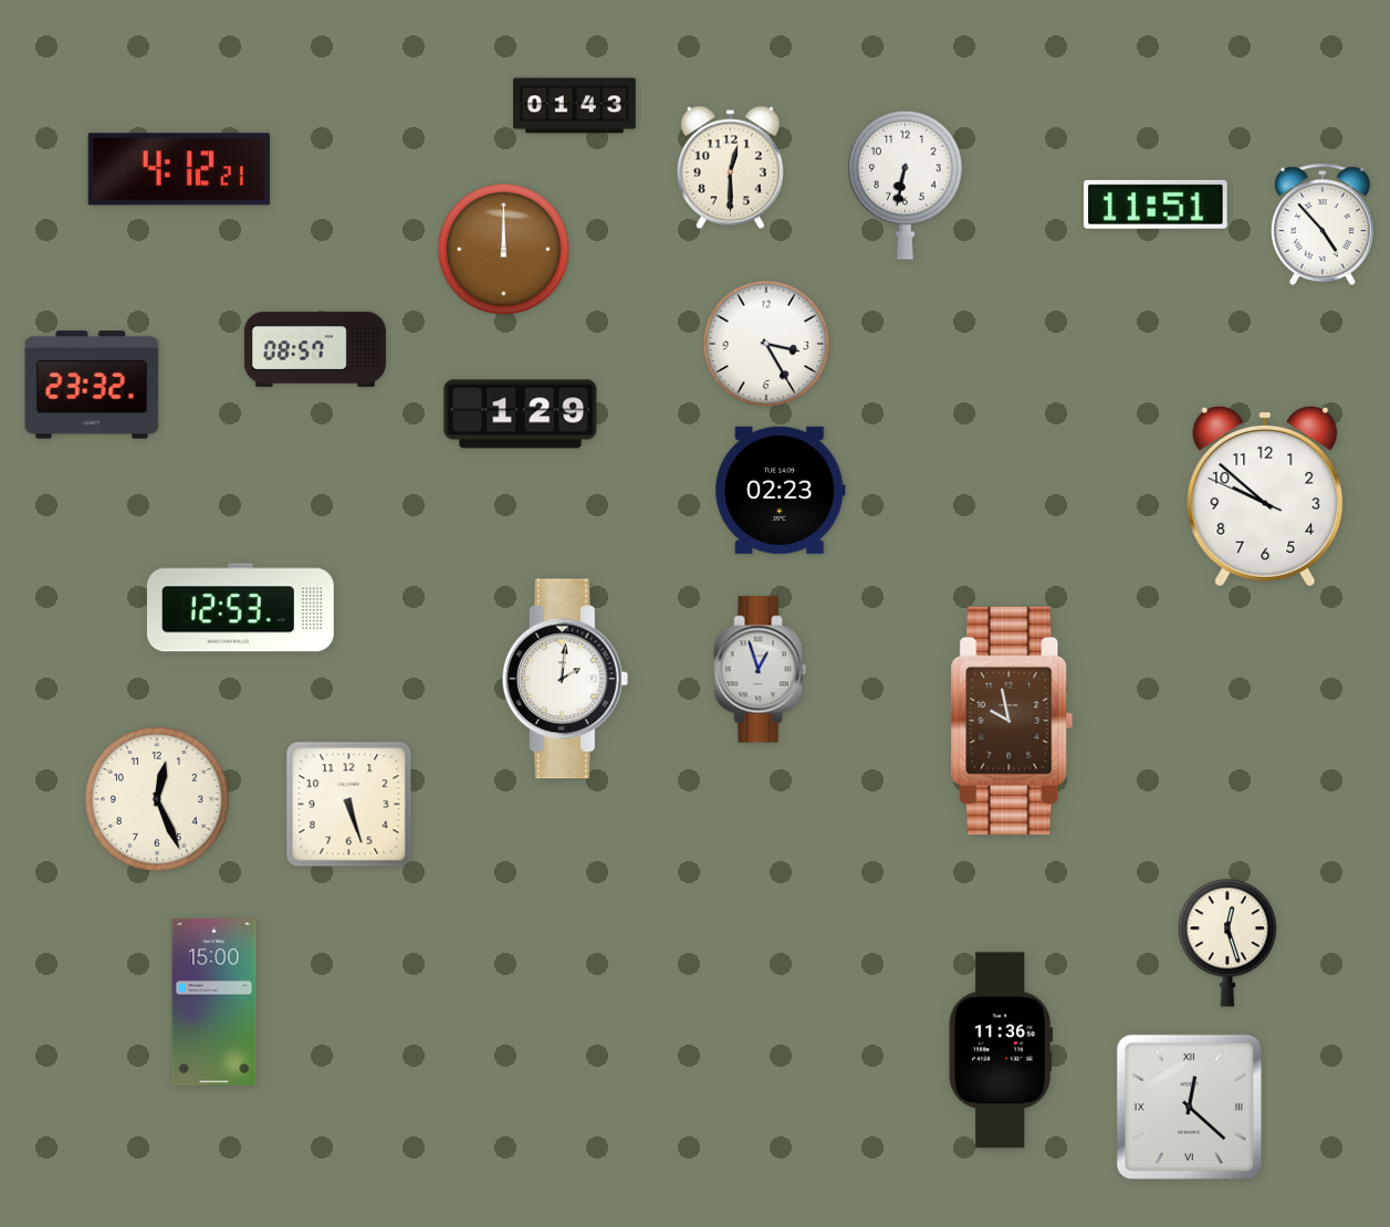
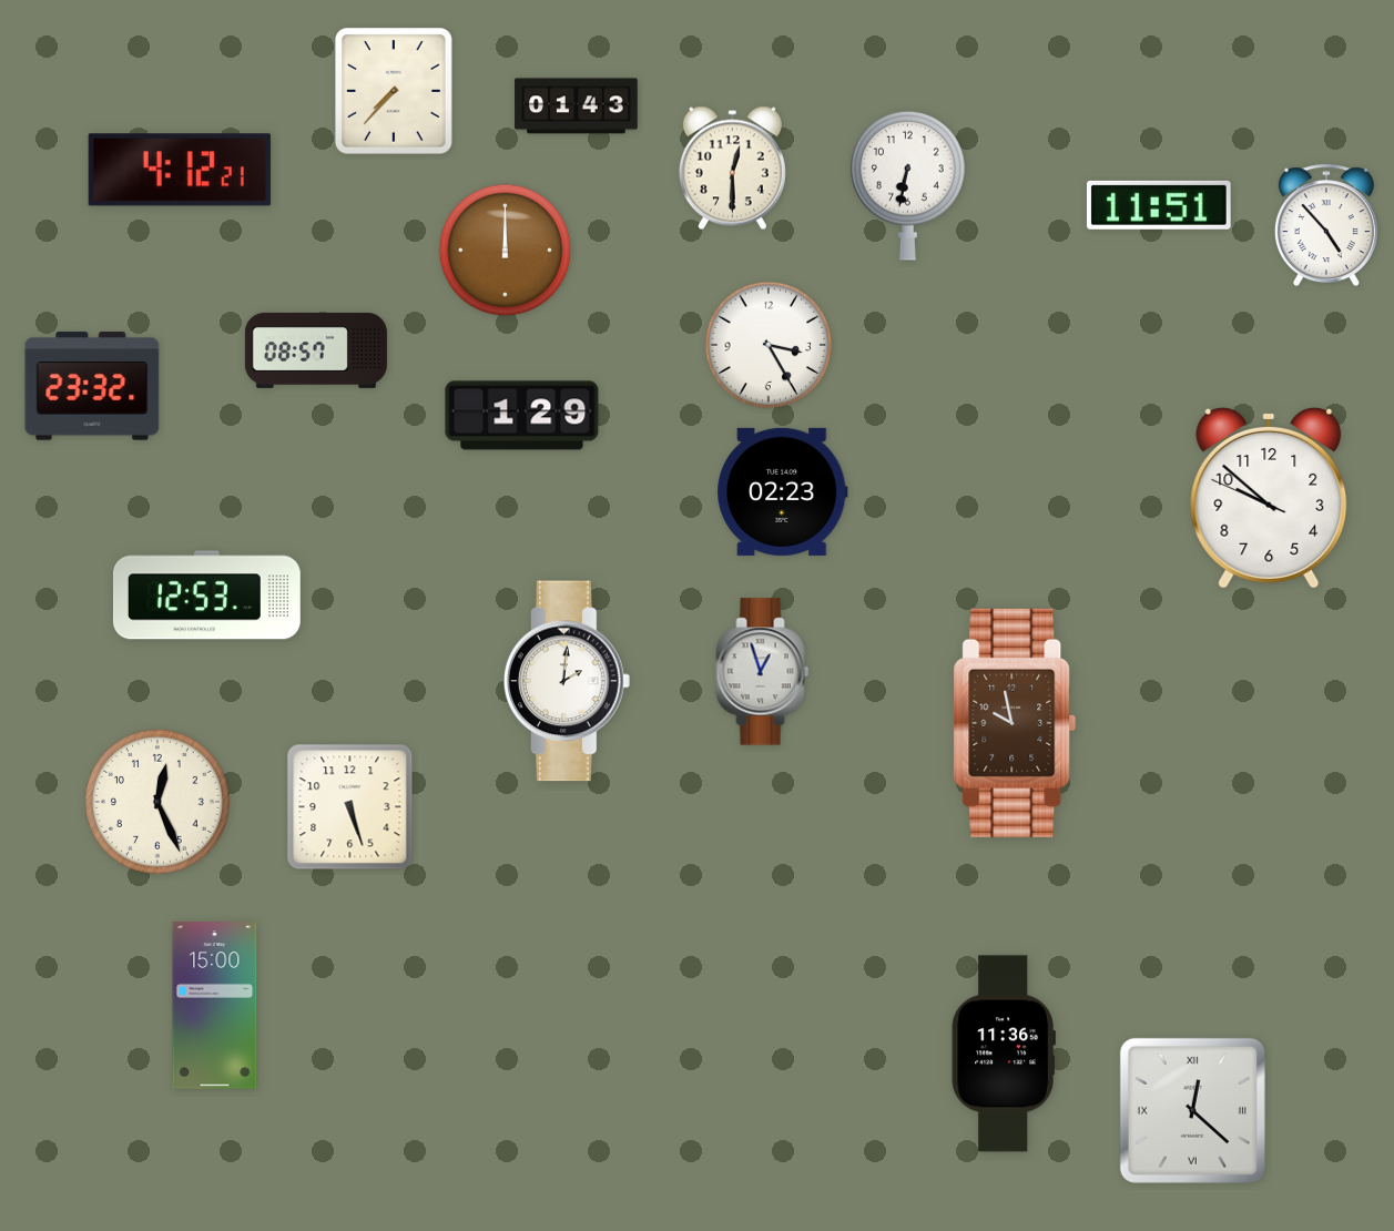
clock at (395, 91): none -> 7:37
clock at (240, 608) position: (240, 608) -> (206, 596)
clock at (1227, 943): 12:27 -> none
